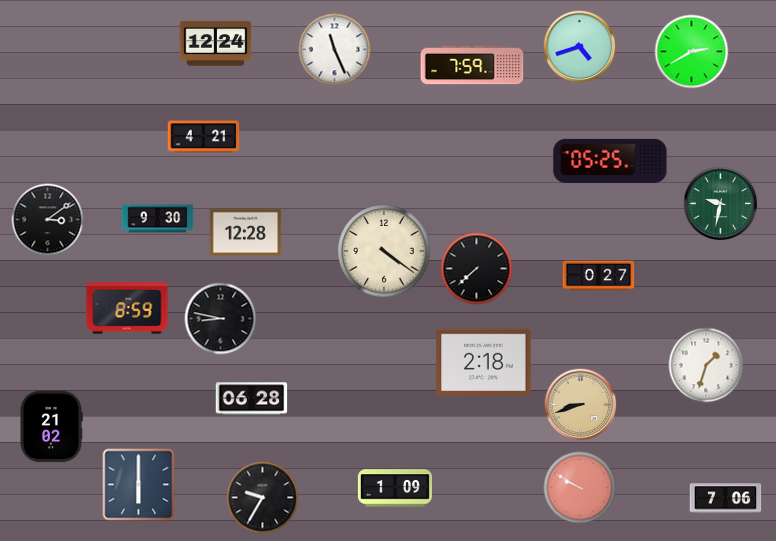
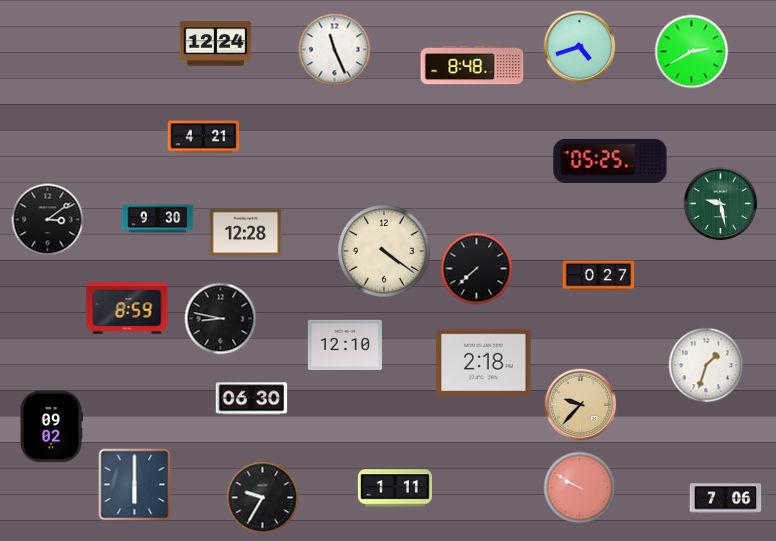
clock at (472, 65): 7:59 -> 8:48
clock at (721, 204): 9:32 -> 9:28
clock at (345, 345): none -> 12:10
clock at (252, 399): 06:28 -> 06:30
clock at (581, 405): 8:42 -> 9:37
clock at (52, 427): 21:02 -> 09:02
clock at (139, 485) position: (139, 485) -> (135, 485)
clock at (395, 488): 1:09 -> 1:11
